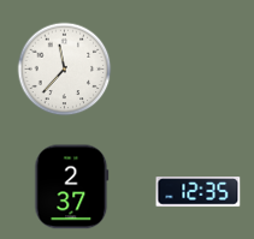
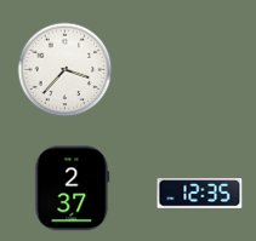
clock at (65, 70): 11:37 -> 3:37
